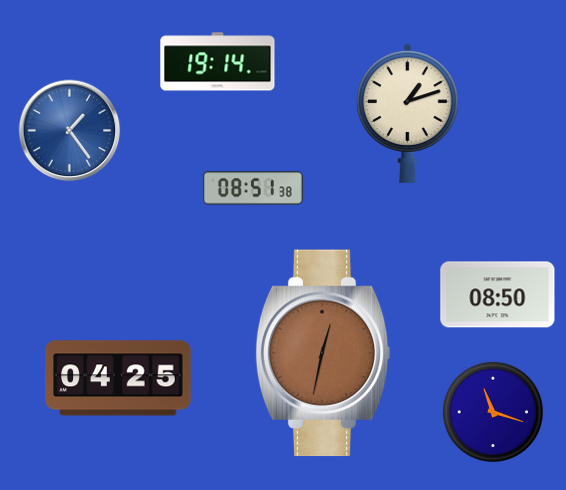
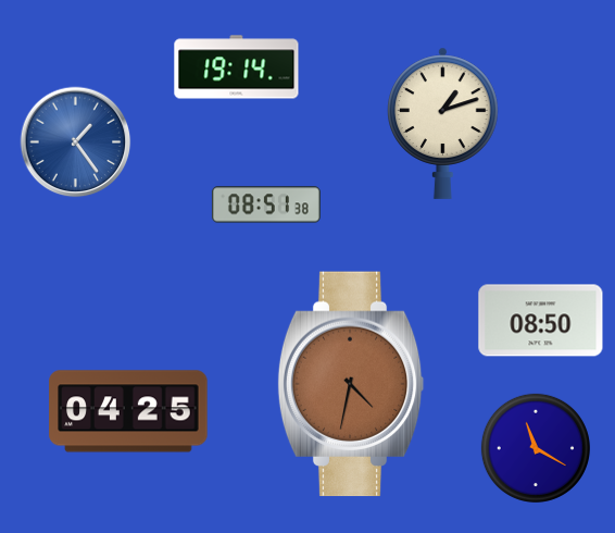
clock at (253, 188) position: (253, 188) -> (266, 204)
clock at (323, 353): 12:32 -> 4:32
clock at (493, 412): 11:18 -> 11:20
